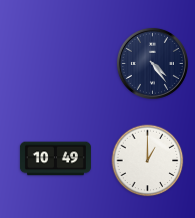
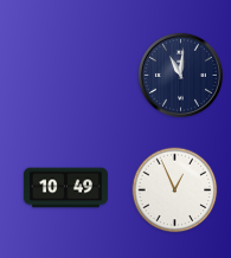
clock at (152, 63): 4:24 -> 11:01
clock at (148, 161): 1:00 -> 12:56
